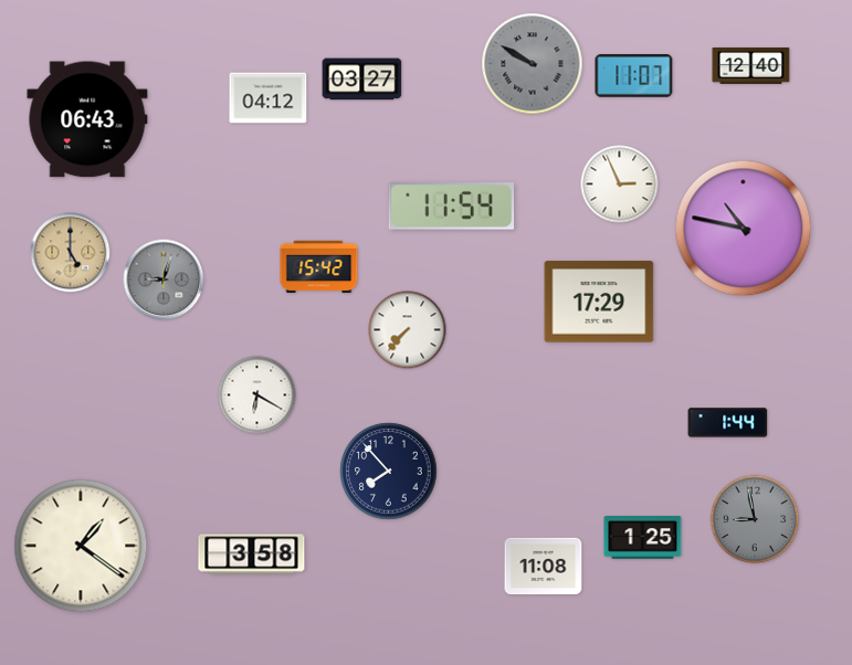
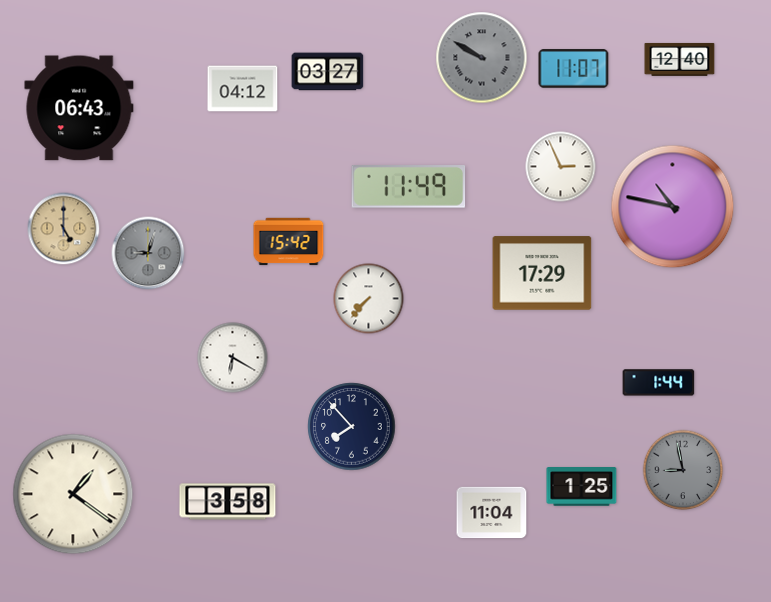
clock at (452, 207): 11:54 -> 11:49
clock at (544, 567): 11:08 -> 11:04
